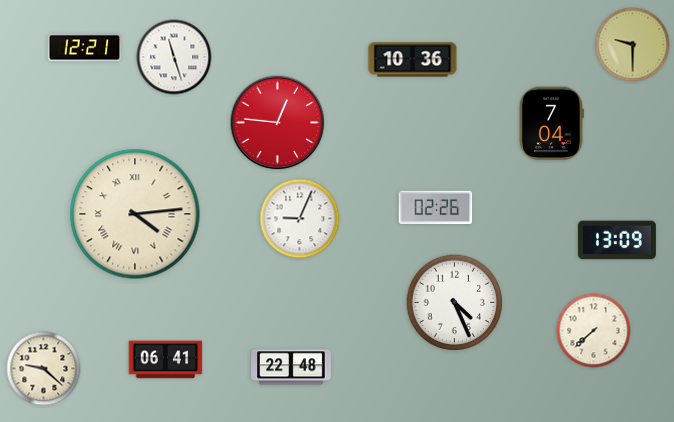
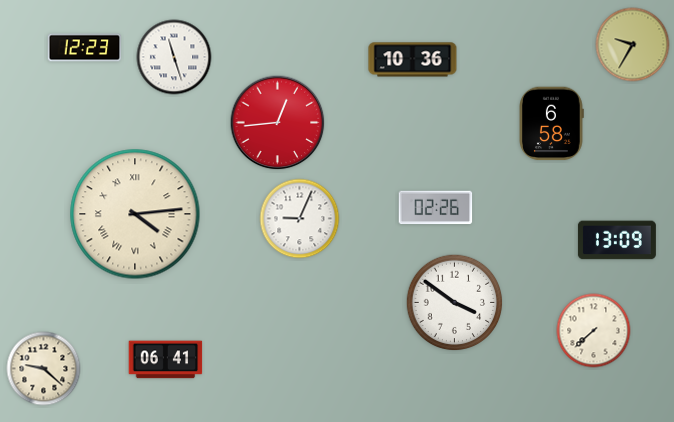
clock at (633, 45): 9:30 -> 9:35
clock at (85, 48): 12:21 -> 12:23
clock at (278, 123): 12:46 -> 12:44
clock at (551, 124): 7:04 -> 6:58
clock at (455, 303): 4:26 -> 3:51
clock at (291, 367): 22:48 -> none
